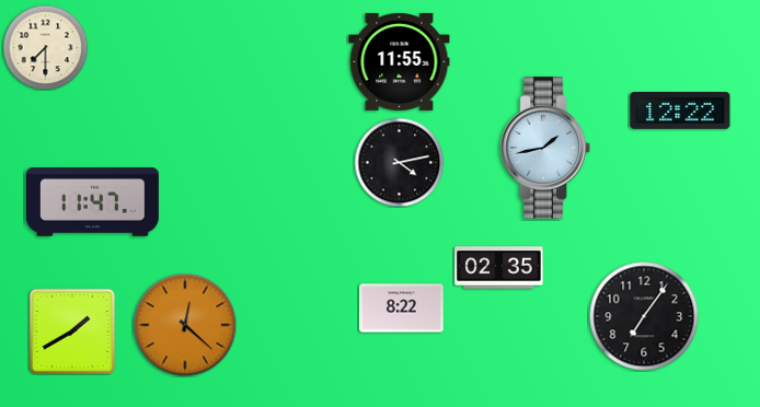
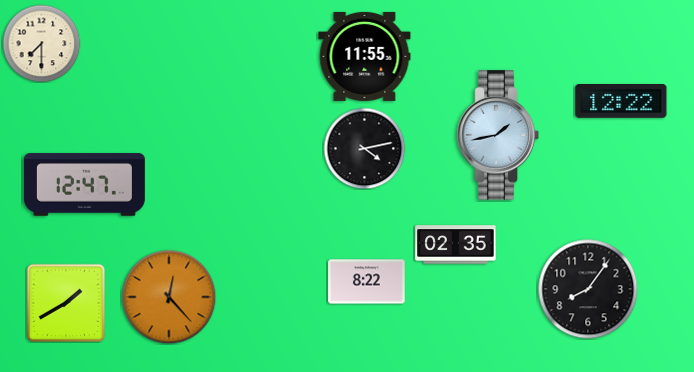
clock at (92, 202): 11:47 -> 12:47
clock at (644, 316): 7:06 -> 8:06
clock at (185, 325): 12:22 -> 12:23
